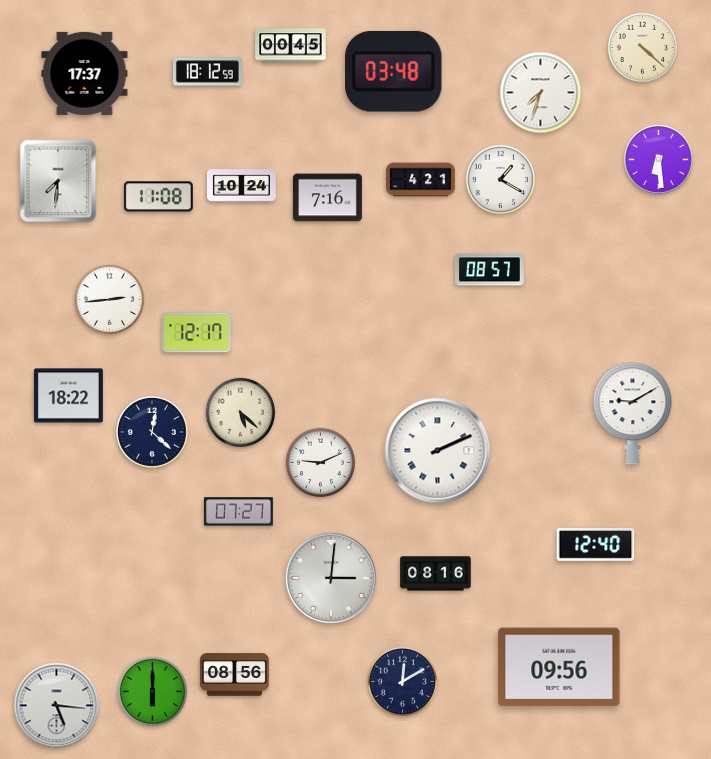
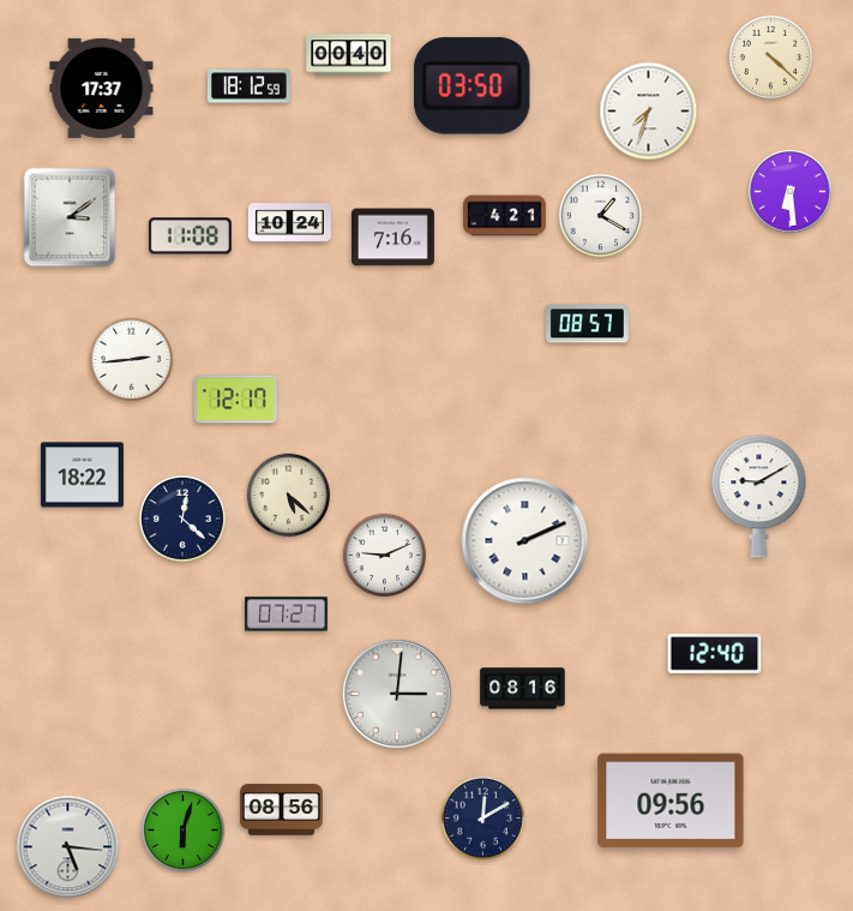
clock at (291, 46): 00:45 -> 00:40
clock at (394, 71): 03:48 -> 03:50
clock at (58, 181): 7:31 -> 3:09
clock at (153, 692): 6:00 -> 6:03
